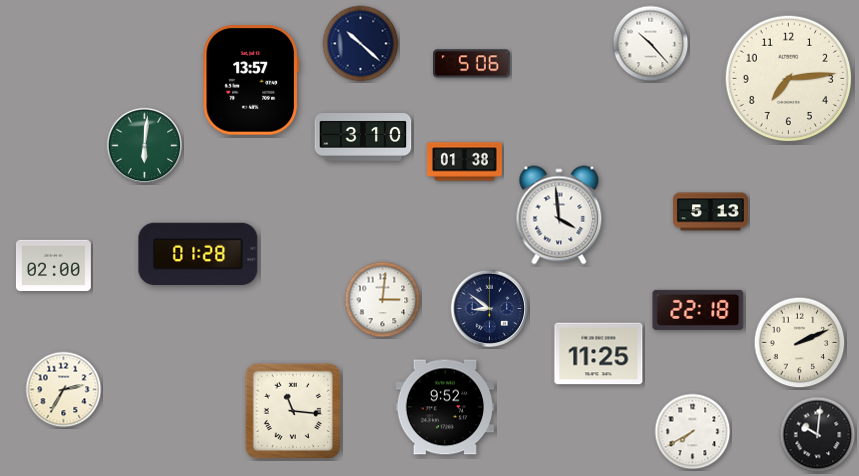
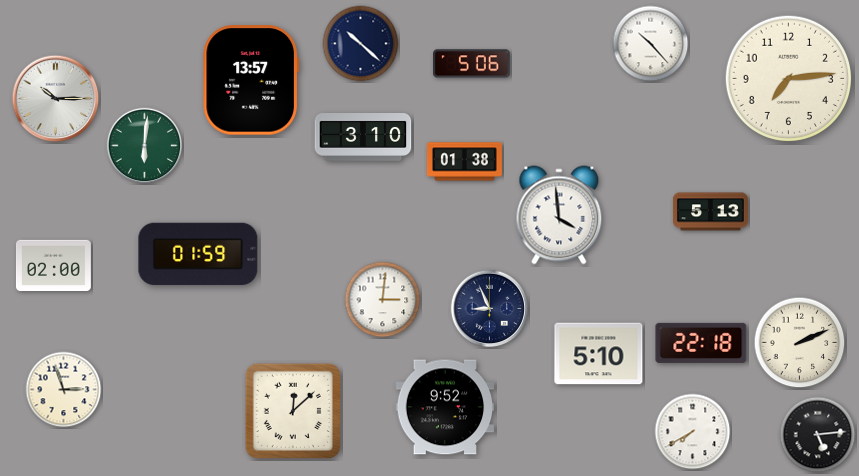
clock at (56, 99): none -> 10:15
clock at (198, 254): 01:28 -> 01:59
clock at (490, 309): 8:51 -> 8:56
clock at (698, 310) position: (698, 310) -> (701, 343)
clock at (599, 354): 11:25 -> 5:10
clock at (64, 390): 2:35 -> 2:57
clock at (293, 411): 11:16 -> 12:08
clock at (818, 435): 10:01 -> 5:14
